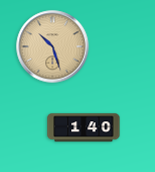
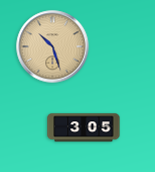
clock at (84, 128): 1:40 -> 3:05
